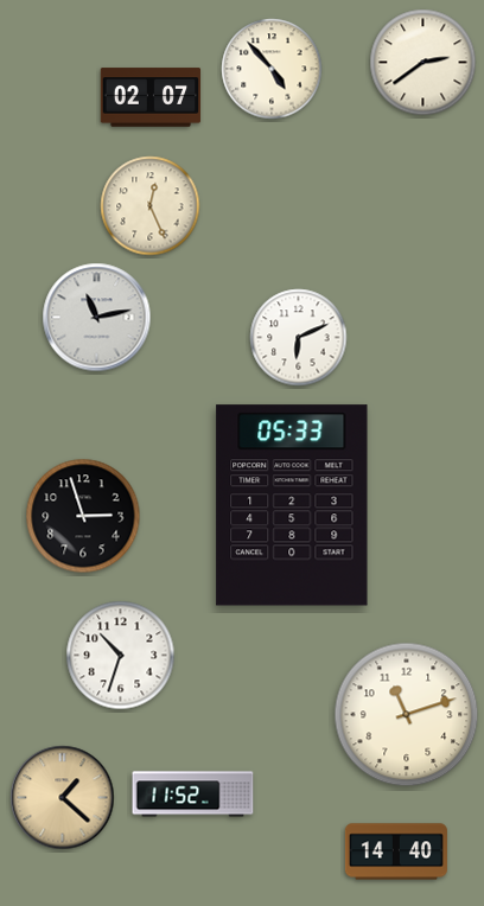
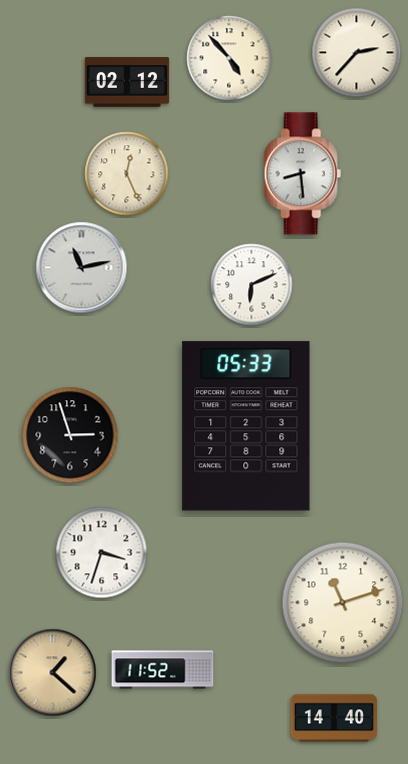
clock at (423, 63): 2:39 -> 2:37
clock at (151, 97): 02:07 -> 02:12
clock at (303, 174): none -> 8:29
clock at (121, 656): 10:33 -> 3:33
